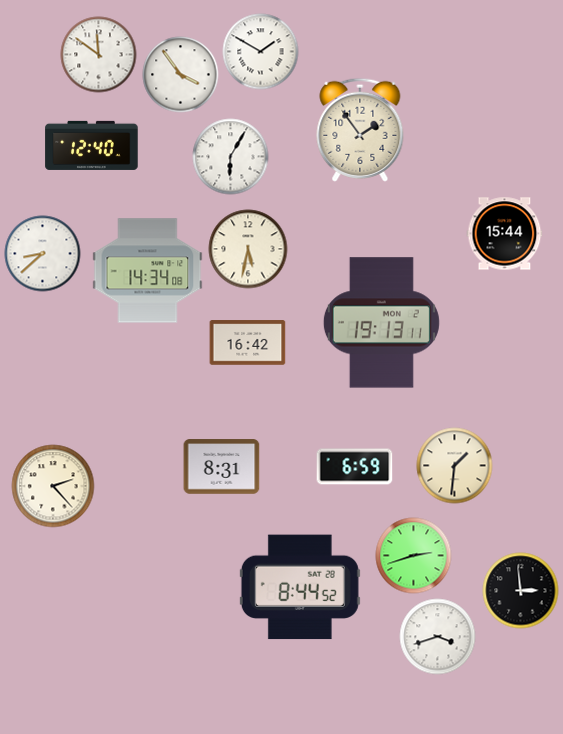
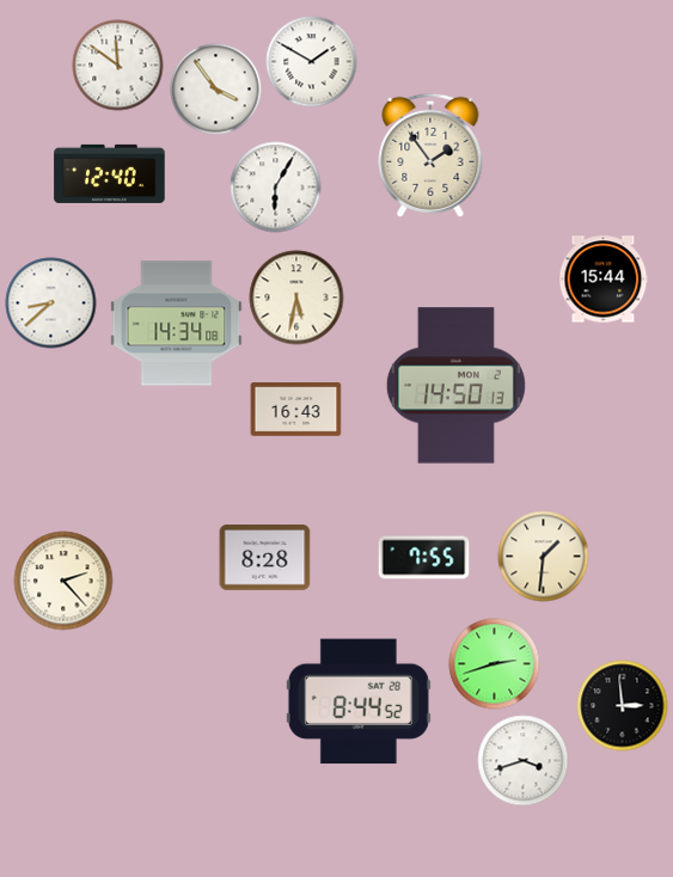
clock at (381, 323): 19:13 -> 14:50
clock at (248, 343): 16:42 -> 16:43
clock at (222, 467): 8:31 -> 8:28
clock at (355, 467): 6:59 -> 7:55
